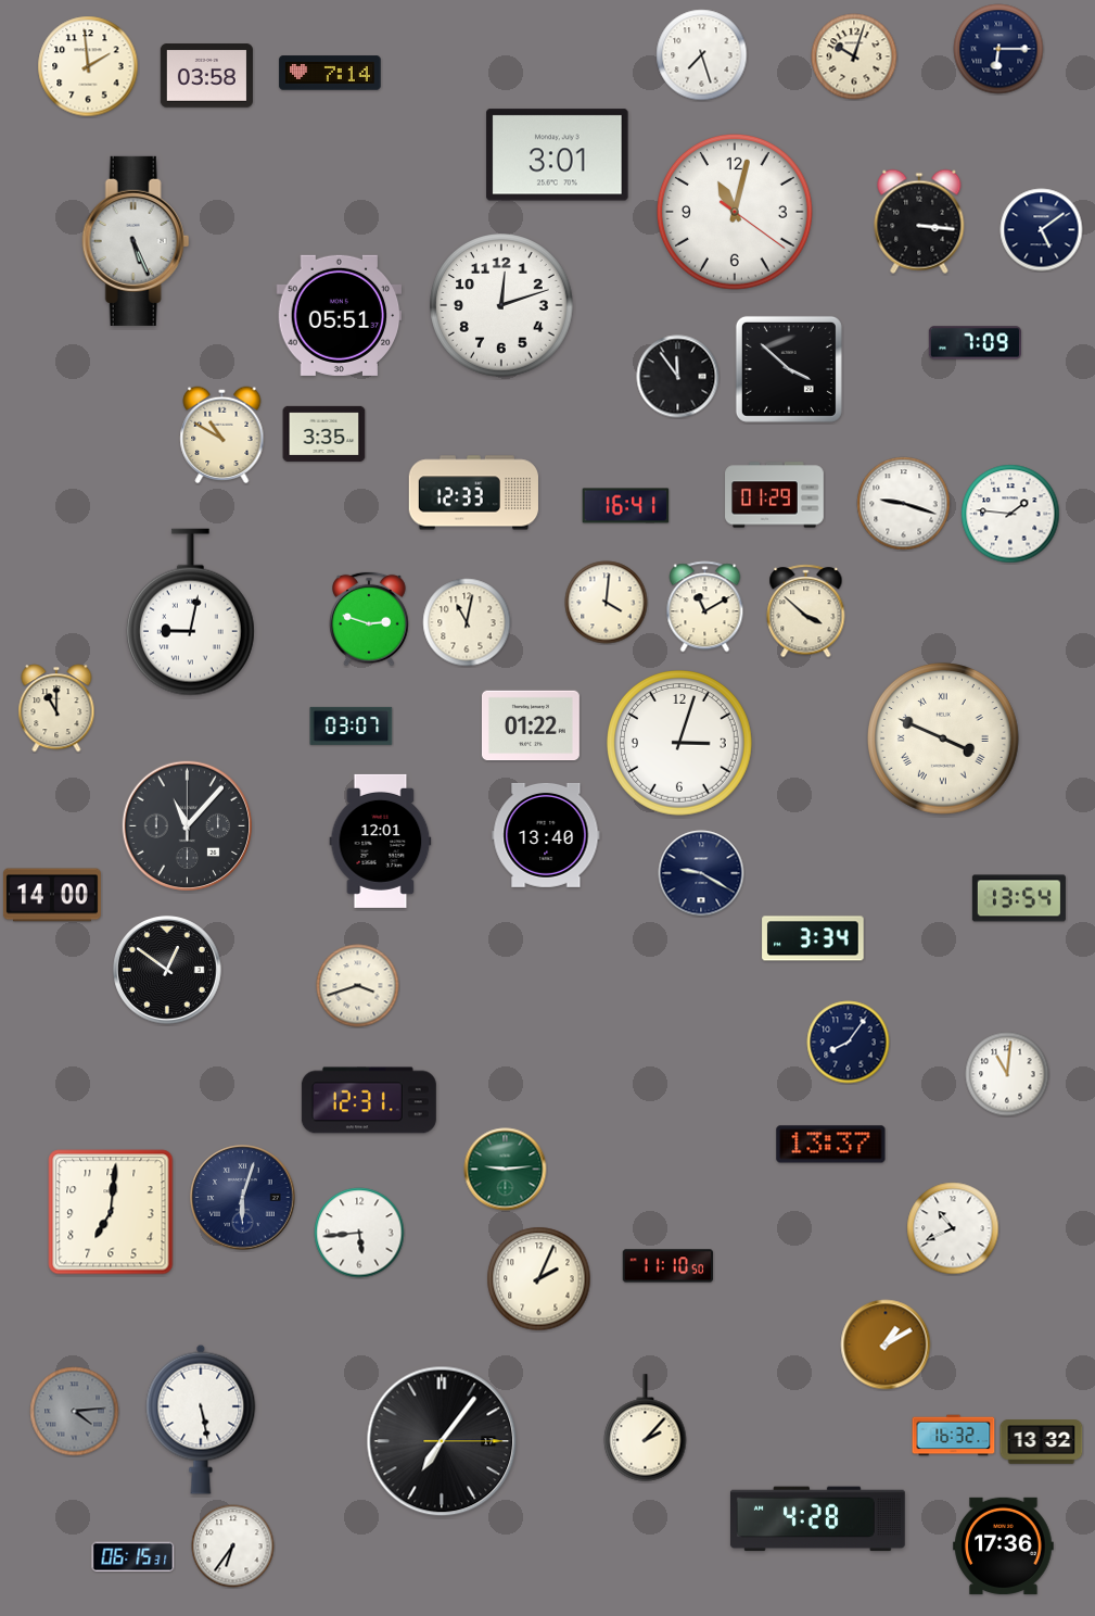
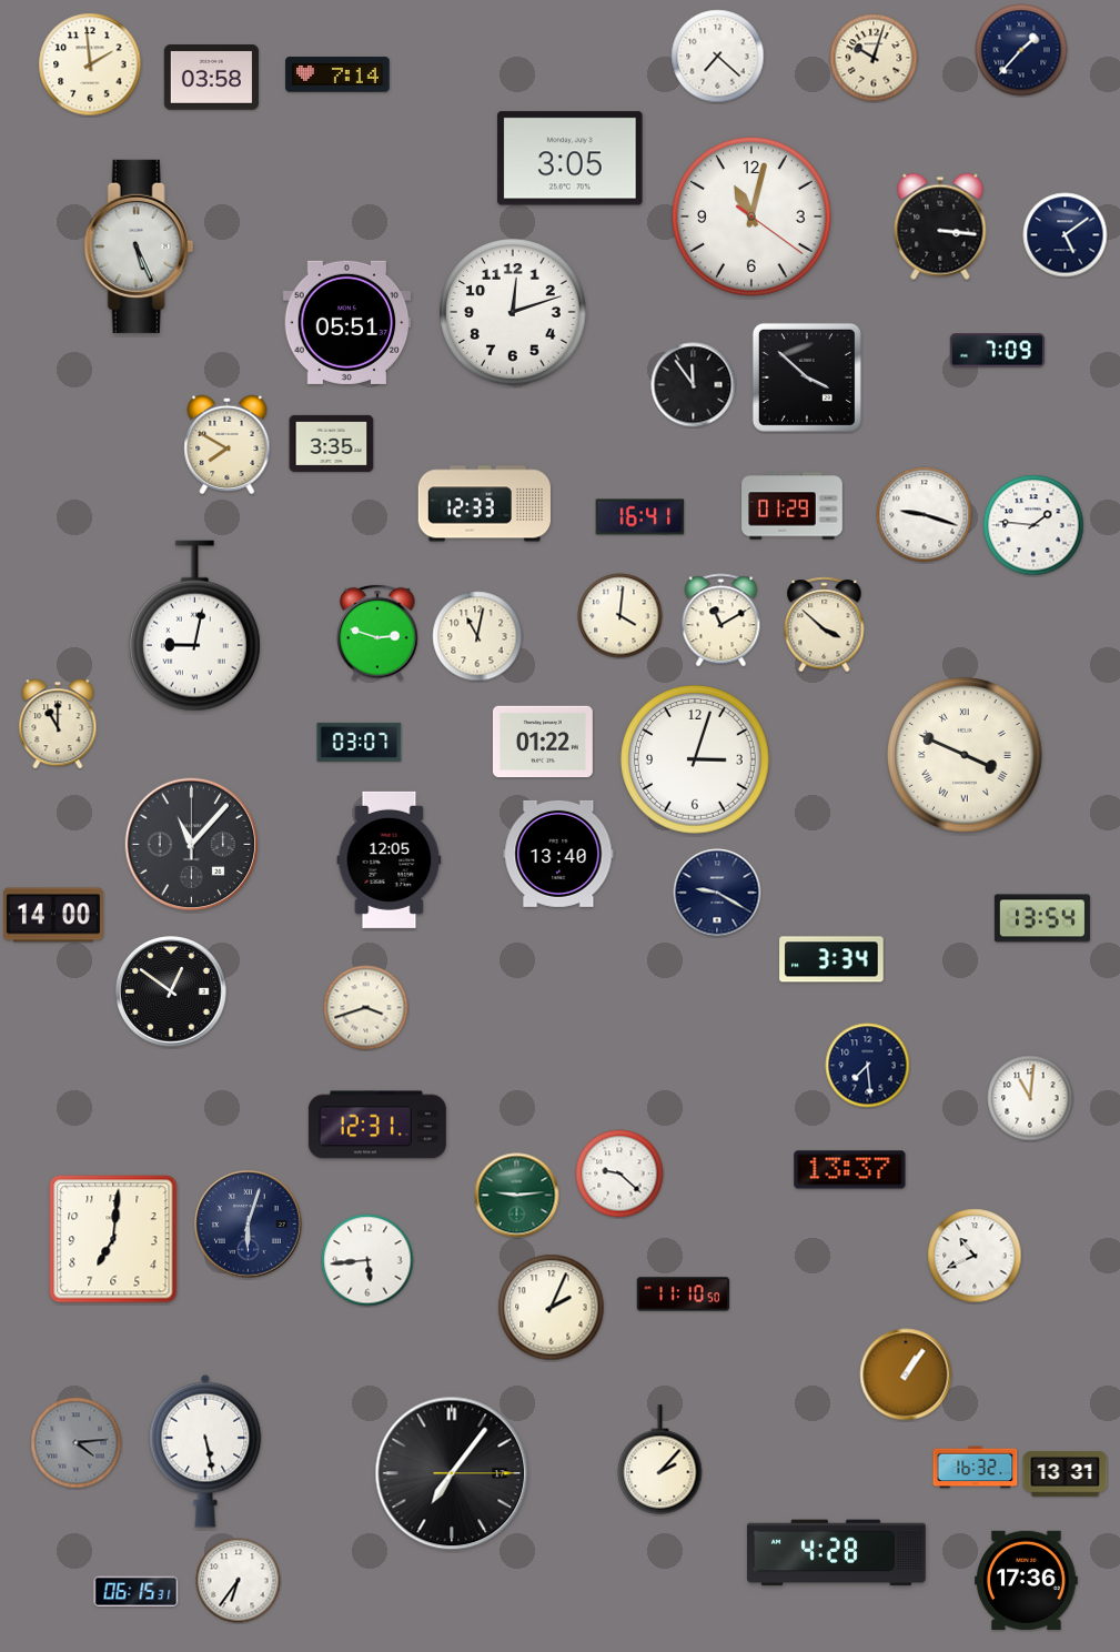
clock at (998, 49): 6:15 -> 1:37
clock at (702, 55): 7:27 -> 7:22
clock at (88, 66) position: (88, 66) -> (90, 64)
clock at (558, 155): 3:01 -> 3:05
clock at (222, 435): 10:50 -> 7:50
clock at (381, 841): 12:01 -> 12:05
clock at (849, 1043): 8:06 -> 7:29
clock at (619, 1173): none -> 9:22
clock at (886, 1344): 1:10 -> 1:06
clock at (1042, 1442): 13:32 -> 13:31
